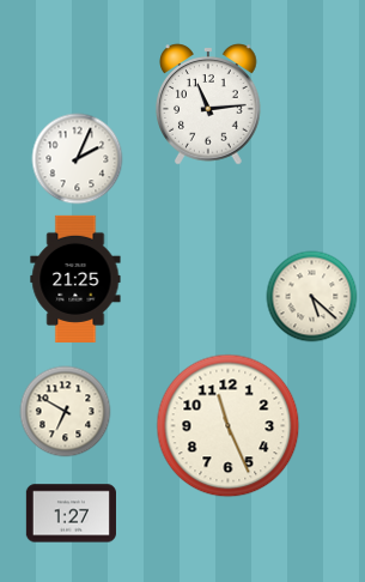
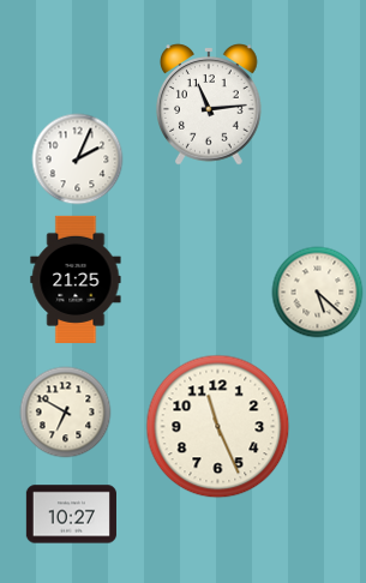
clock at (312, 297) position: (312, 297) -> (318, 293)
clock at (229, 426) position: (229, 426) -> (218, 427)
clock at (71, 514): 1:27 -> 10:27
